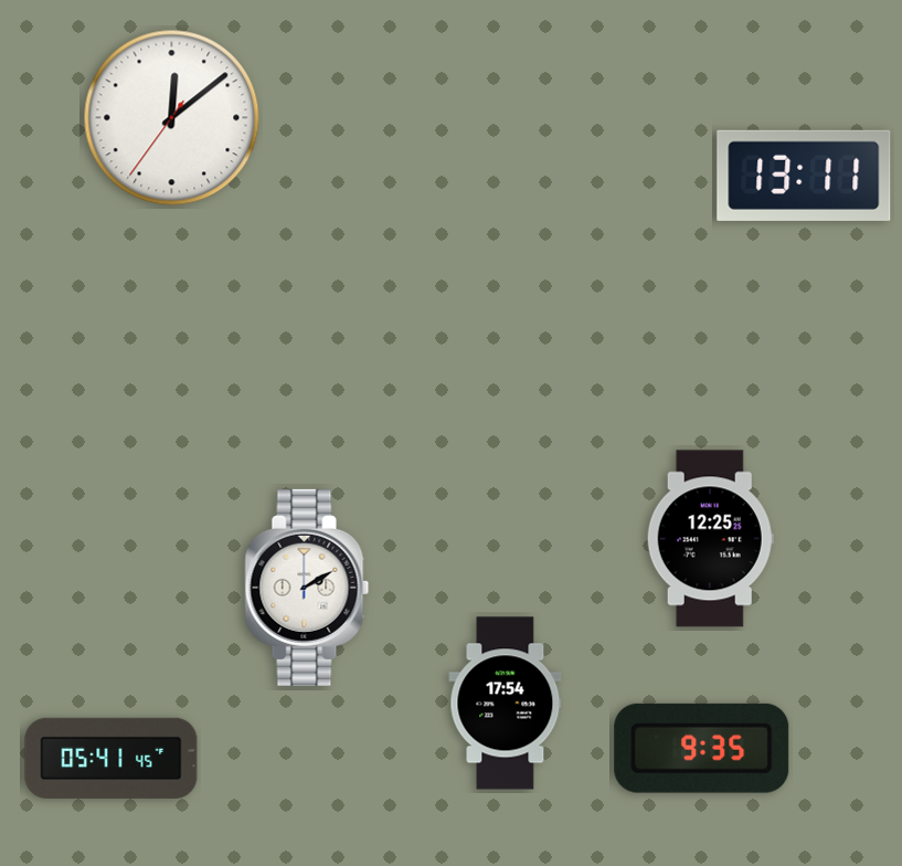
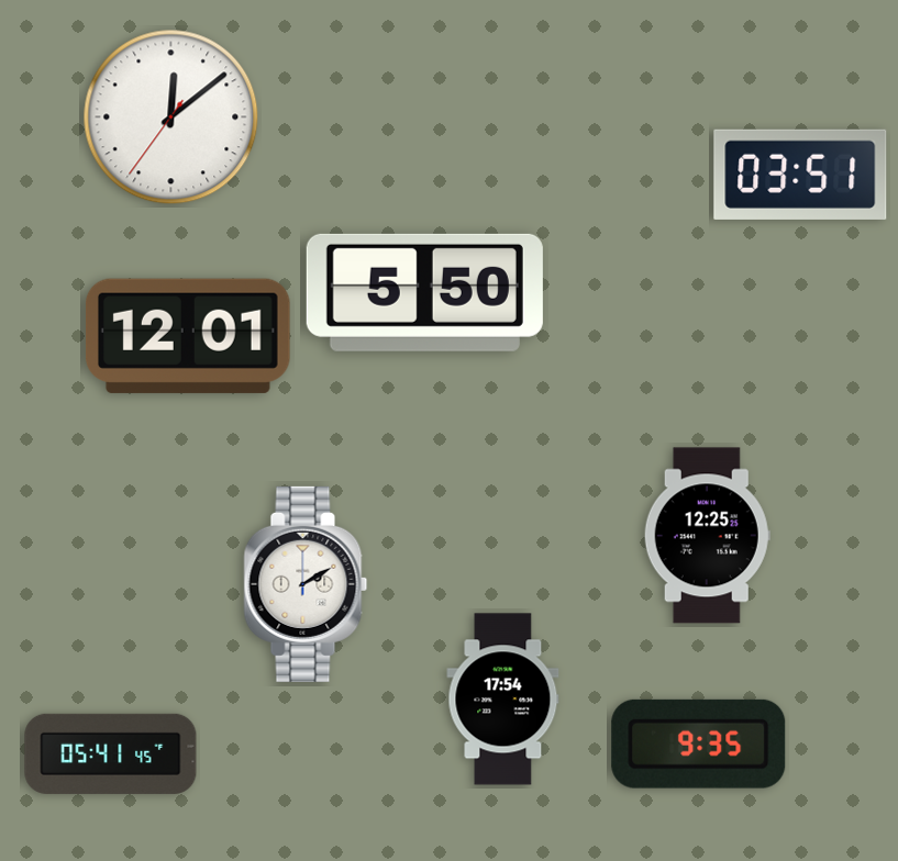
clock at (804, 176): 13:11 -> 03:51
clock at (424, 292): none -> 5:50
clock at (188, 336): none -> 12:01
